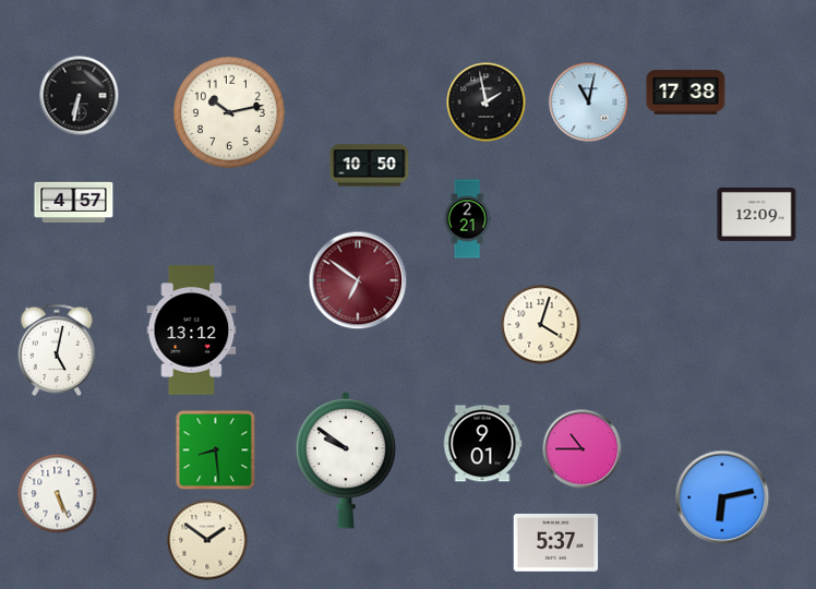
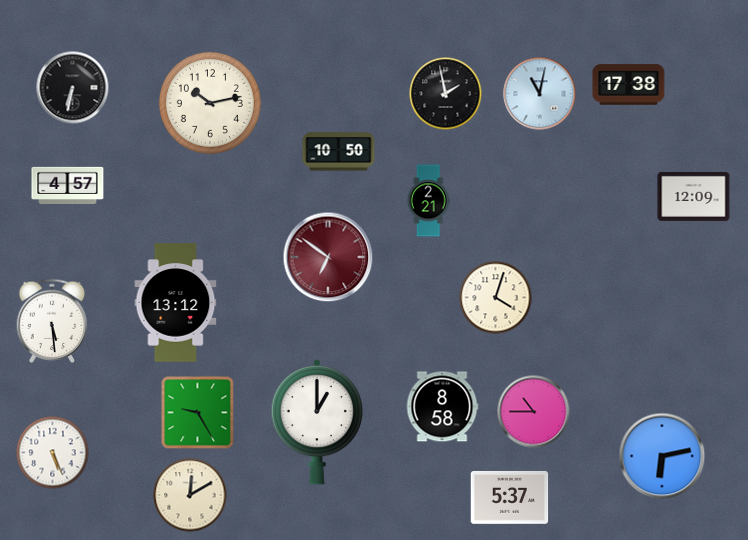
clock at (57, 350): 5:02 -> 5:29
clock at (482, 444): 9:01 -> 8:58
clock at (216, 450): 8:29 -> 9:25
clock at (346, 460): 9:51 -> 1:00
clock at (207, 540): 1:51 -> 12:10
